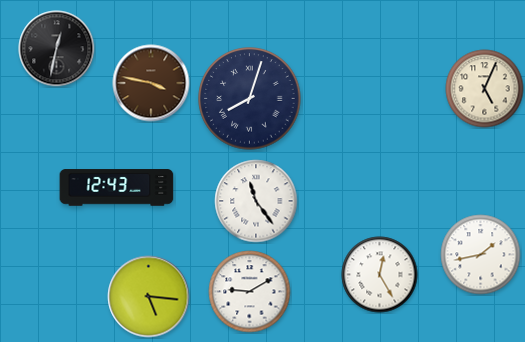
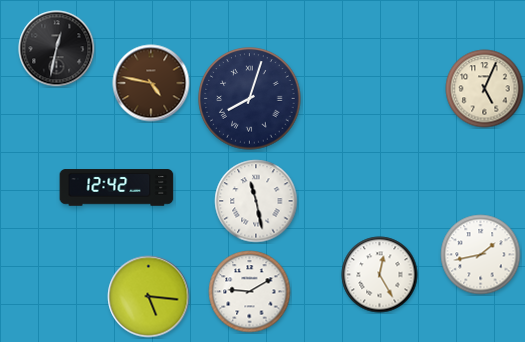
clock at (151, 83): 3:47 -> 4:47
clock at (117, 188): 12:43 -> 12:42
clock at (256, 201): 11:24 -> 11:28
